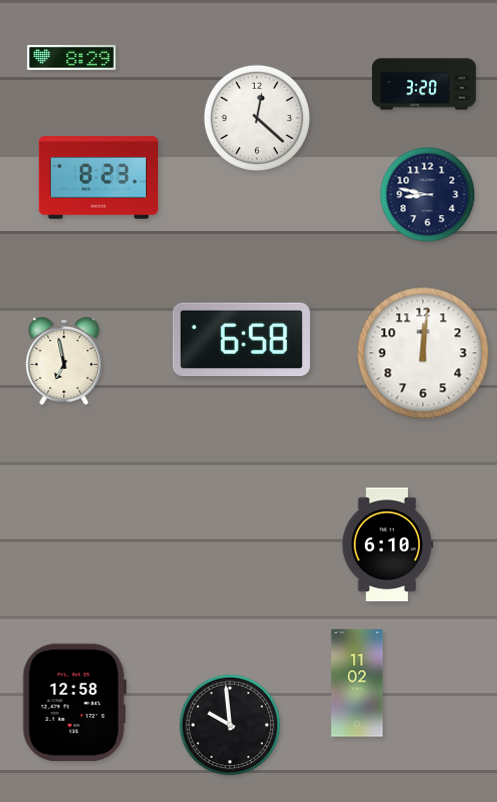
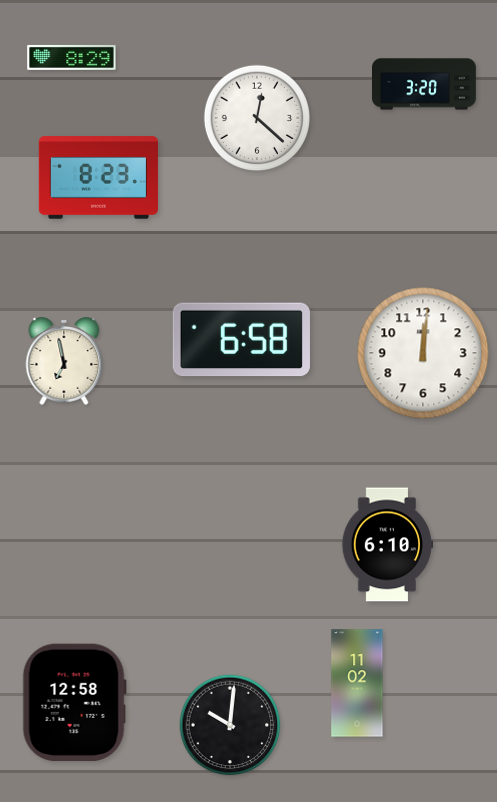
clock at (428, 195): 8:47 -> none
clock at (230, 725): 9:59 -> 10:01
